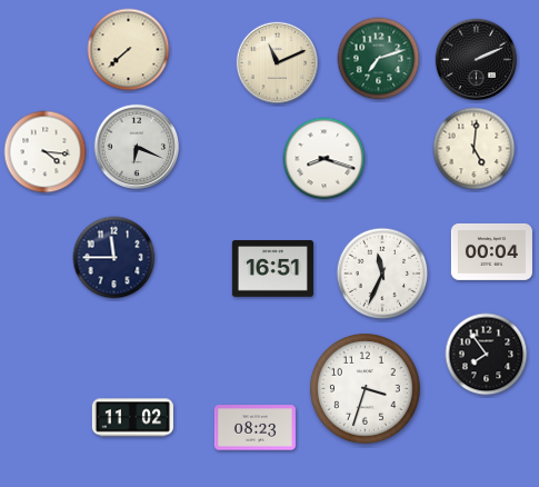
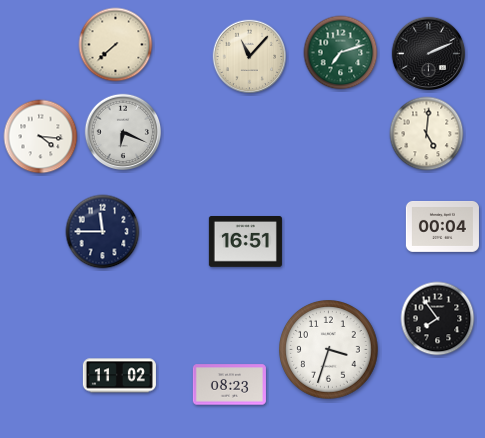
clock at (278, 63): 11:11 -> 11:07
clock at (325, 159): 8:18 -> none
clock at (382, 274): 11:34 -> none
